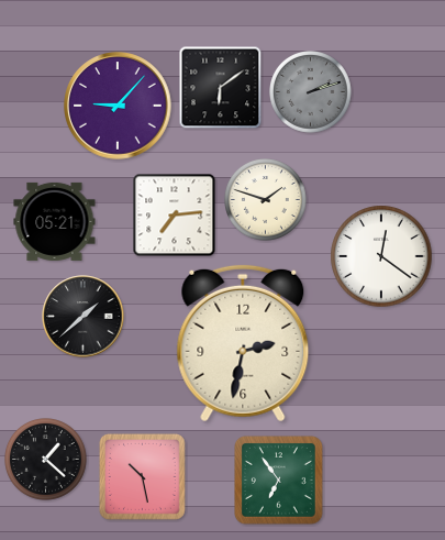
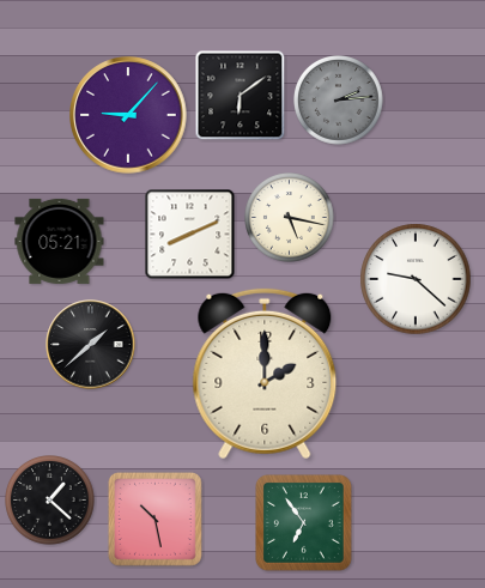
clock at (311, 92): 2:12 -> 2:14
clock at (266, 200): 1:48 -> 5:17
clock at (175, 216): 7:14 -> 8:11
clock at (381, 256): 12:21 -> 9:22
clock at (243, 343): 2:32 -> 2:00
